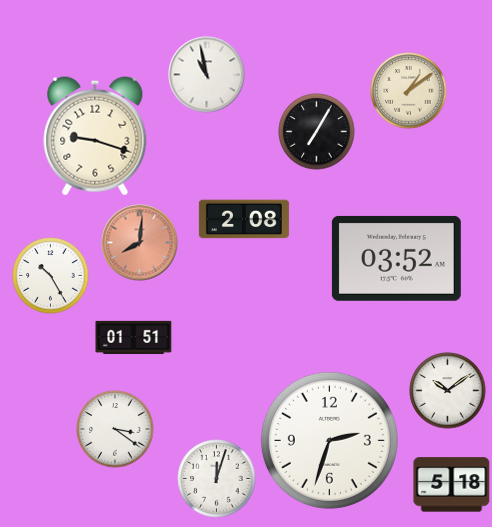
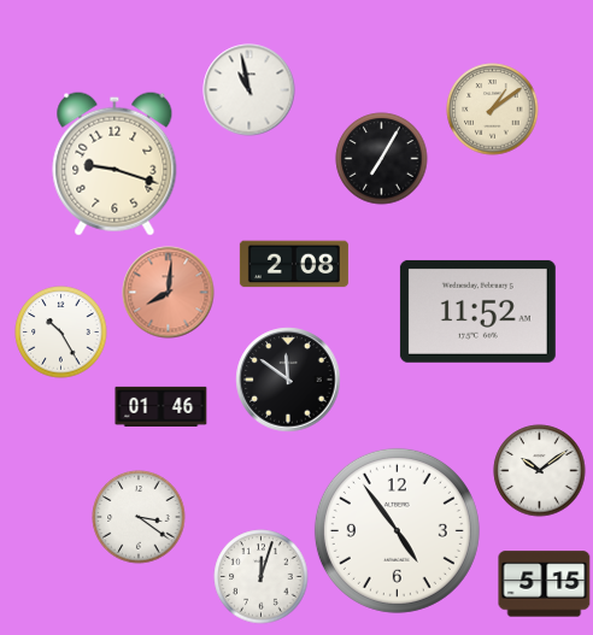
clock at (396, 258): 03:52 -> 11:52
clock at (288, 380): none -> 11:51
clock at (134, 337): 01:51 -> 01:46
clock at (329, 440): 2:33 -> 4:54
clock at (452, 485): 5:18 -> 5:15
